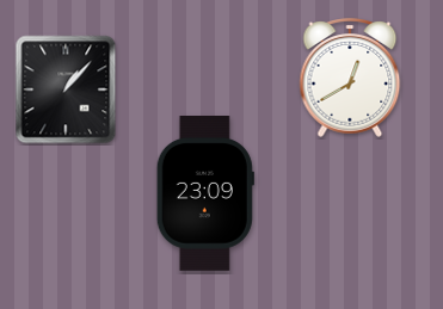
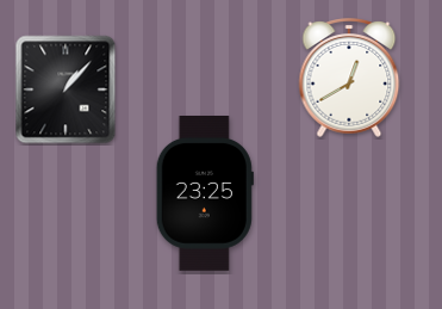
clock at (205, 194): 23:09 -> 23:25
